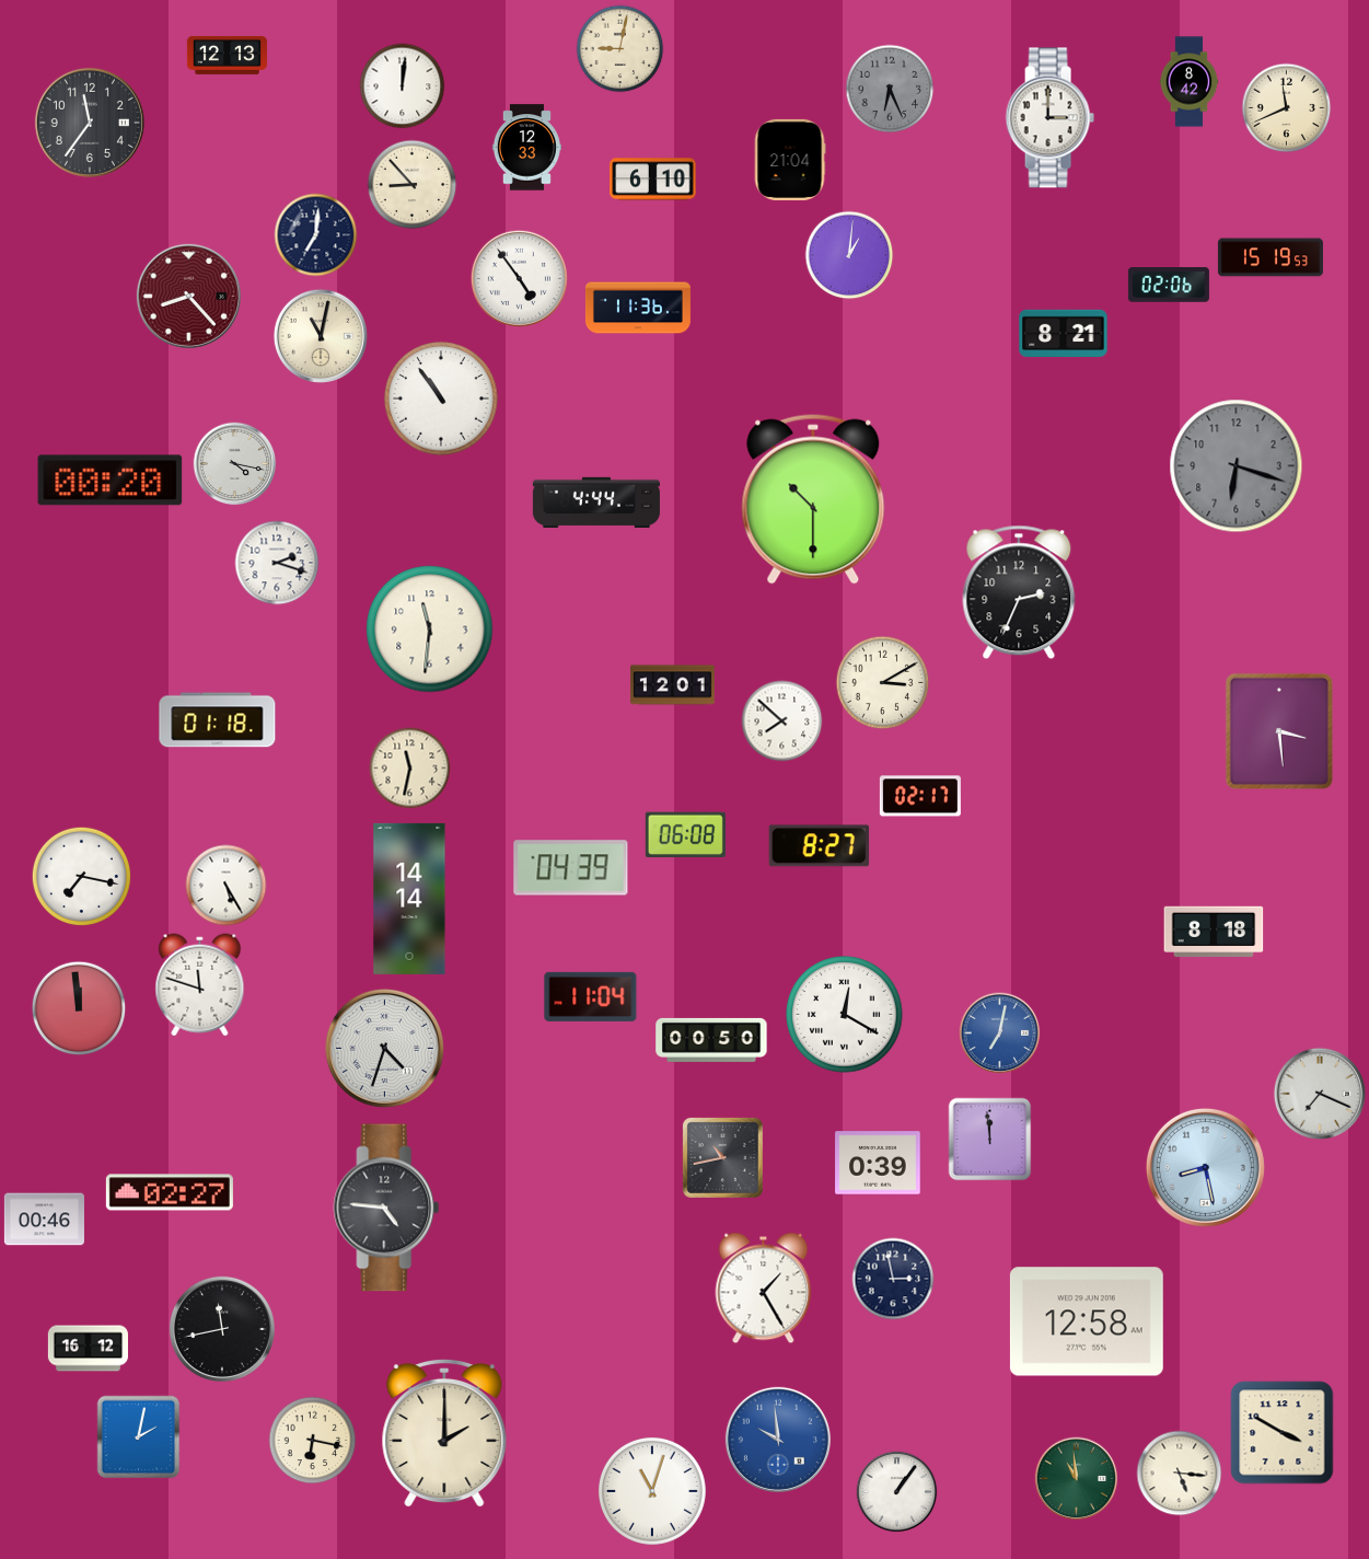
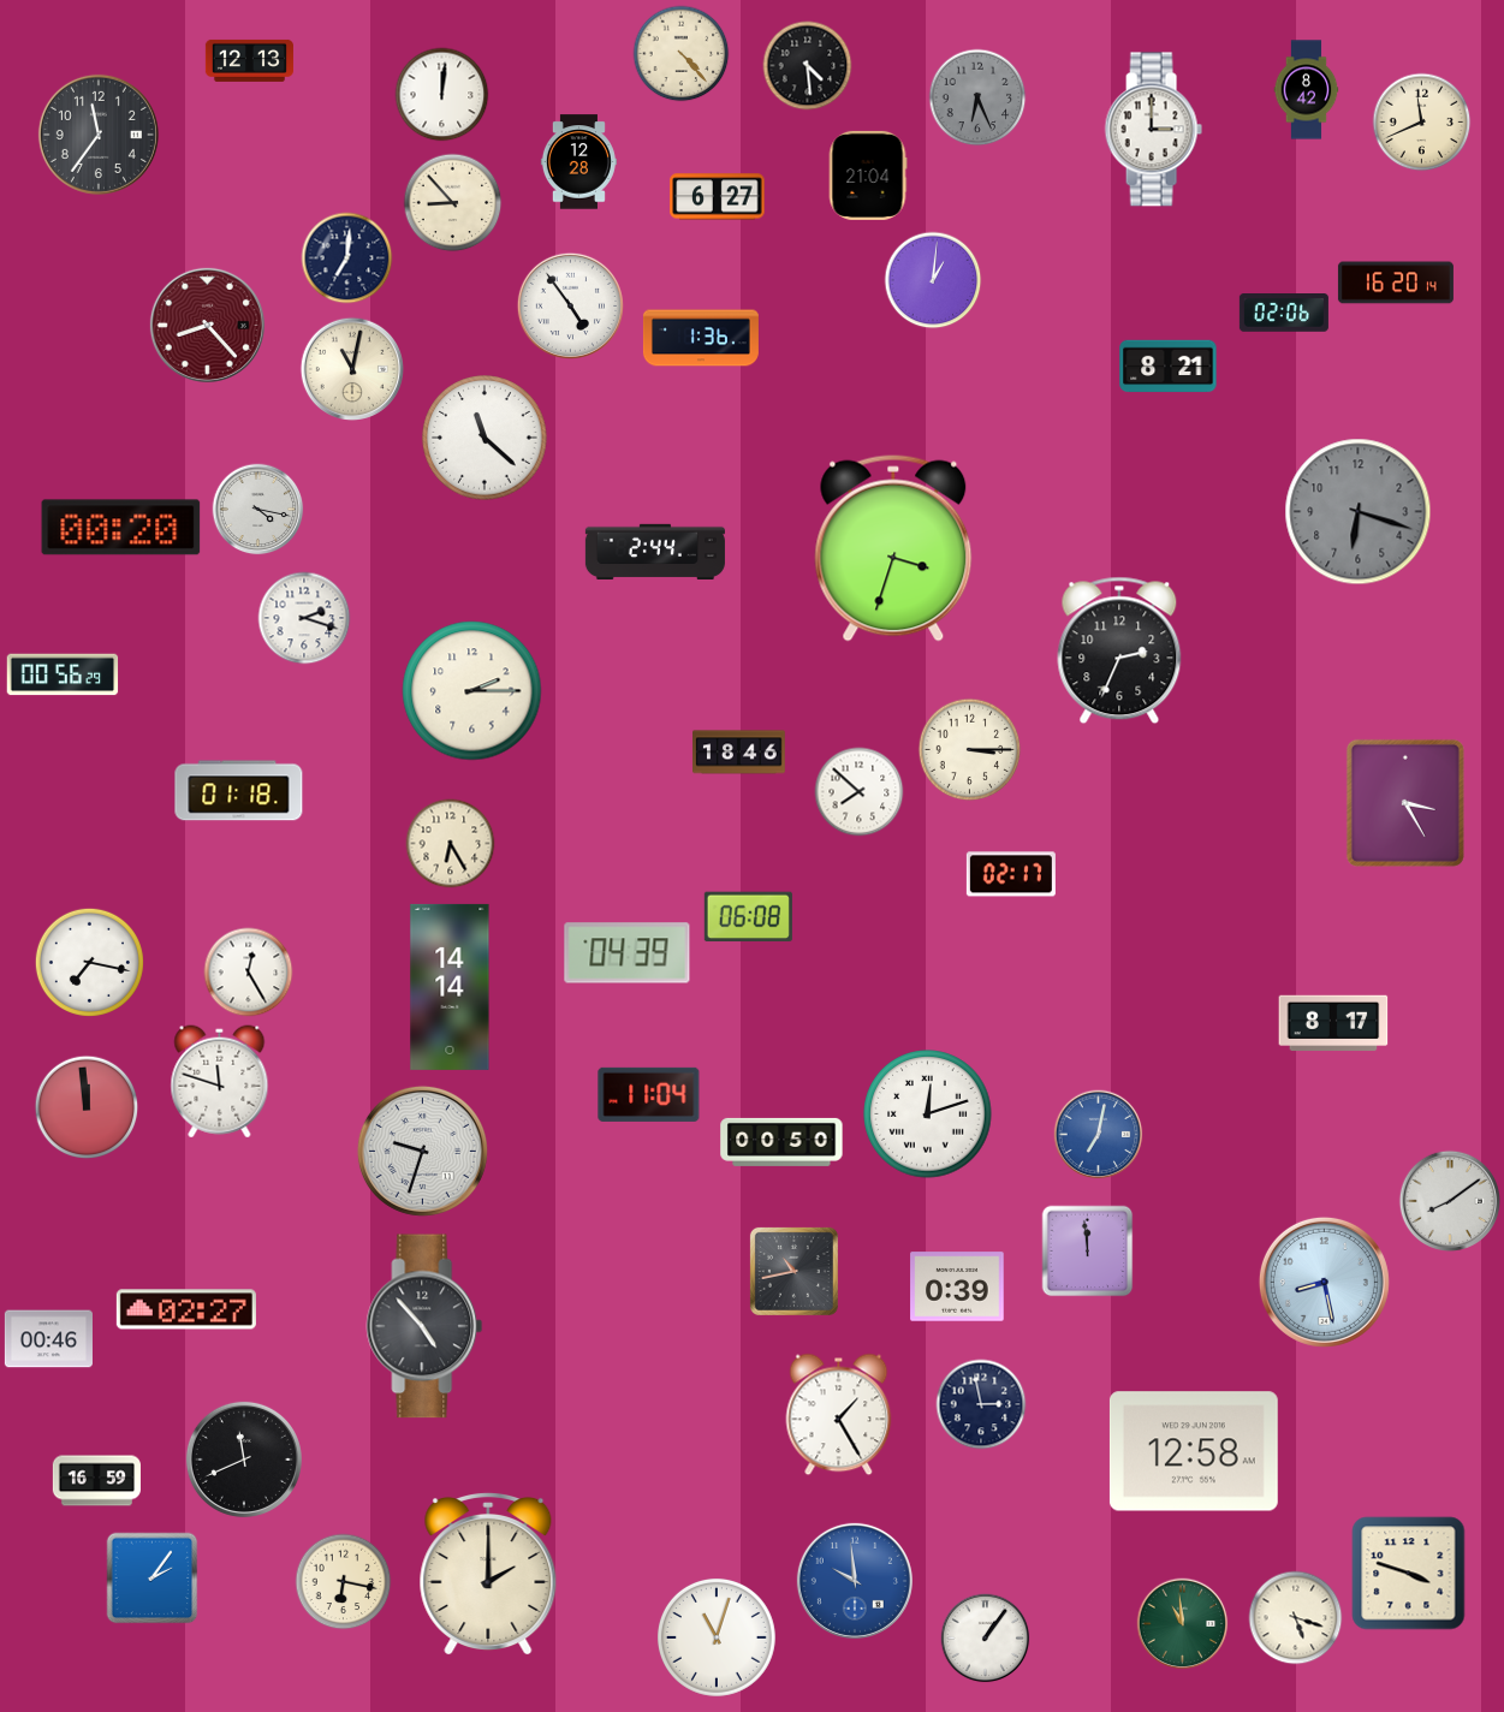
clock at (620, 49): 9:02 -> 4:23
clock at (808, 66): none -> 4:29
clock at (1287, 108) position: (1287, 108) -> (1422, 123)
clock at (526, 148): 12:33 -> 12:28
clock at (653, 180): 6:10 -> 6:27
clock at (1271, 257): 15:19 -> 16:20
clock at (638, 308): 11:36 -> 1:36
clock at (441, 399): 10:54 -> 11:22
clock at (813, 499): 10:30 -> 3:33
clock at (596, 501): 4:44 -> 2:44
clock at (63, 674): none -> 00:56
clock at (430, 630): 11:31 -> 2:15
clock at (883, 683): 3:10 -> 3:15
clock at (673, 685): 12:01 -> 18:46
clock at (1279, 731): 3:29 -> 3:25
clock at (410, 769): 11:32 -> 6:25
clock at (685, 835) position: (685, 835) -> (748, 917)
clock at (820, 846): 8:27 -> none
clock at (227, 886): 5:25 -> 12:25
clock at (1214, 932): 8:18 -> 8:17
clock at (845, 1015): 12:20 -> 12:12
clock at (384, 1048): 4:33 -> 9:33
clock at (1319, 1093): 7:19 -> 8:09
clock at (878, 1163) position: (878, 1163) -> (957, 1286)
clock at (386, 1208): 4:46 -> 4:53
clock at (222, 1329): 11:43 -> 11:41
clock at (88, 1349): 16:12 -> 16:59
clock at (1283, 1433): 3:50 -> 3:48
clock at (139, 1437): 2:02 -> 2:06
clock at (1180, 1474): 5:16 -> 5:18
